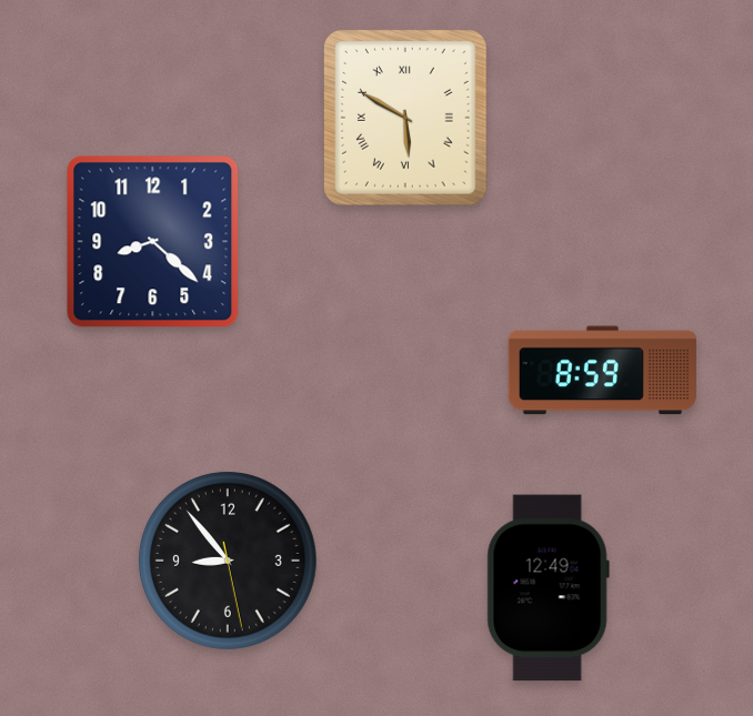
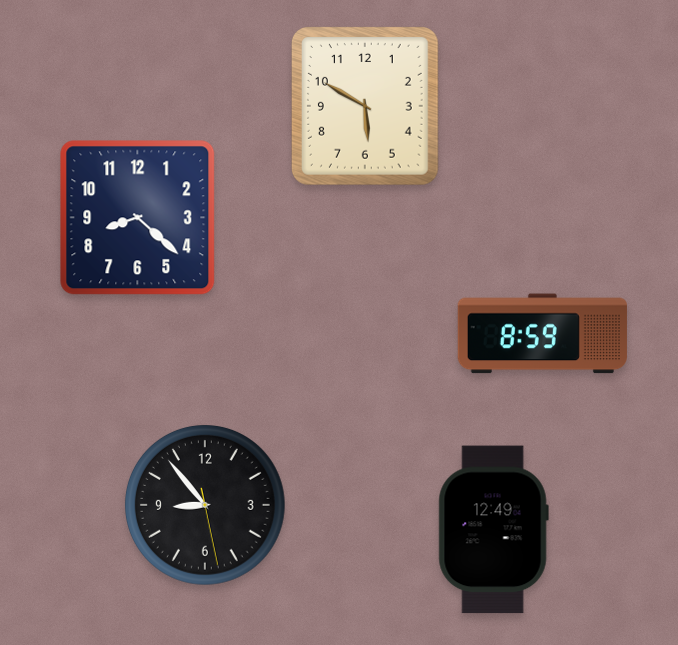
clock at (406, 119) numerals: Roman -> Arabic
